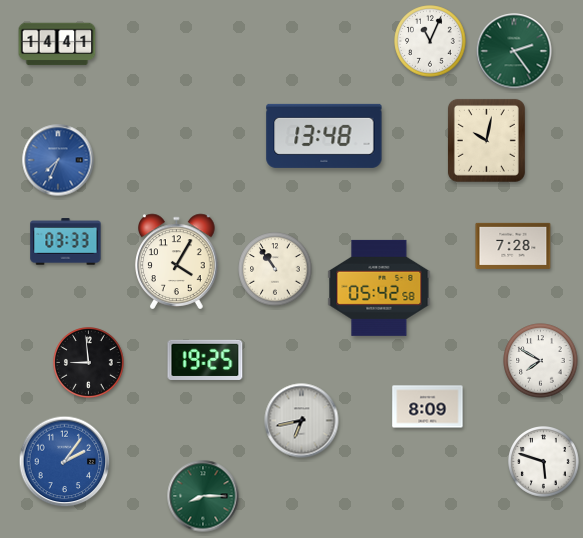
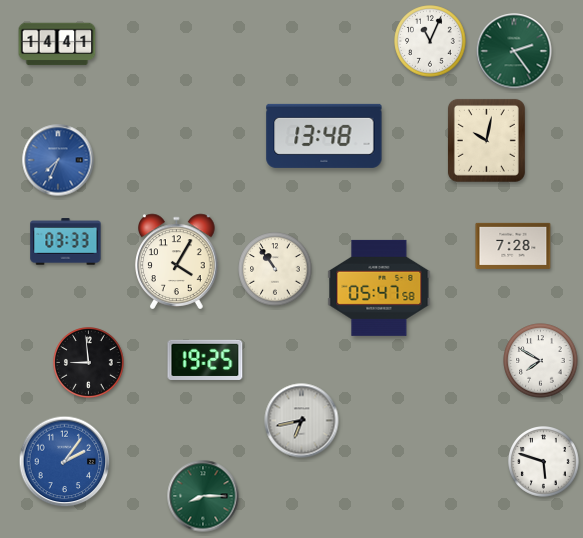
clock at (379, 288): 05:42 -> 05:47
clock at (428, 407): 8:09 -> none
